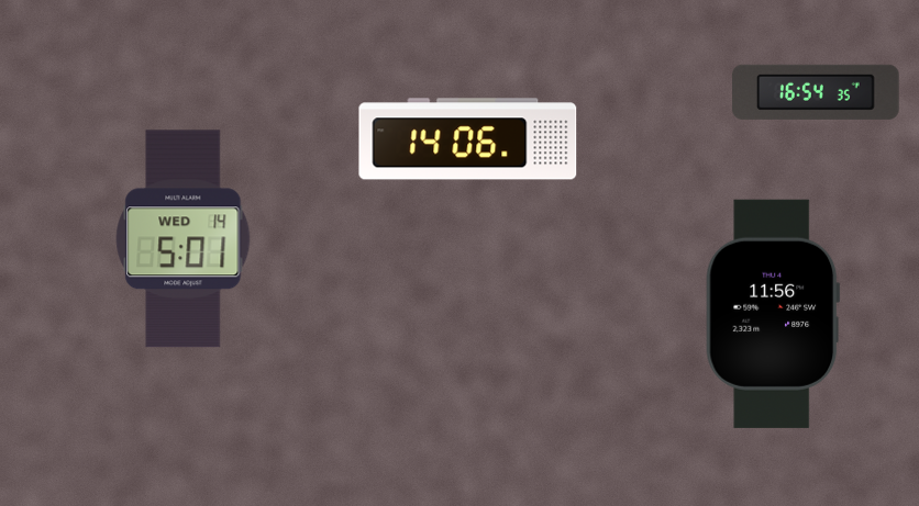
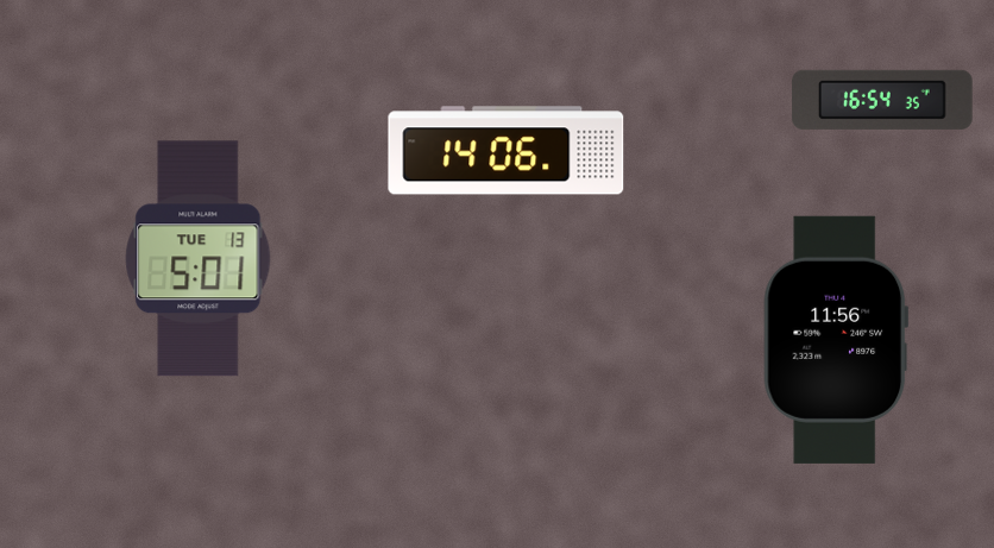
clock at (184, 239) date: WED 14 -> TUE 13
